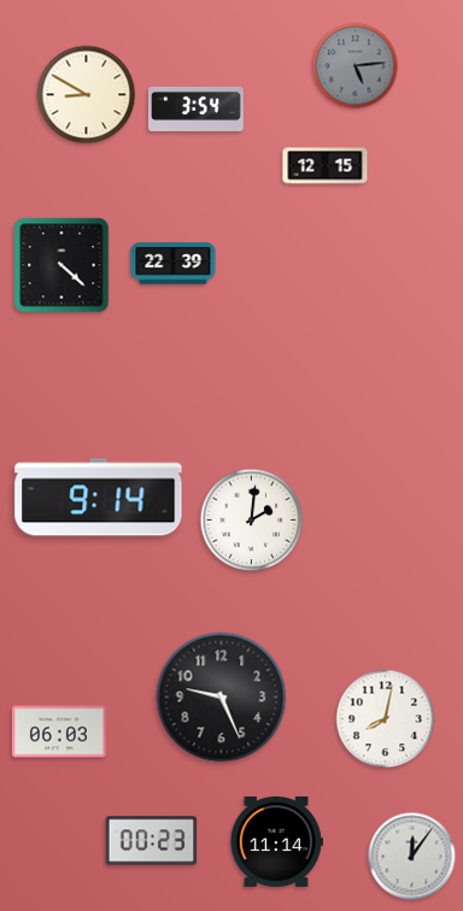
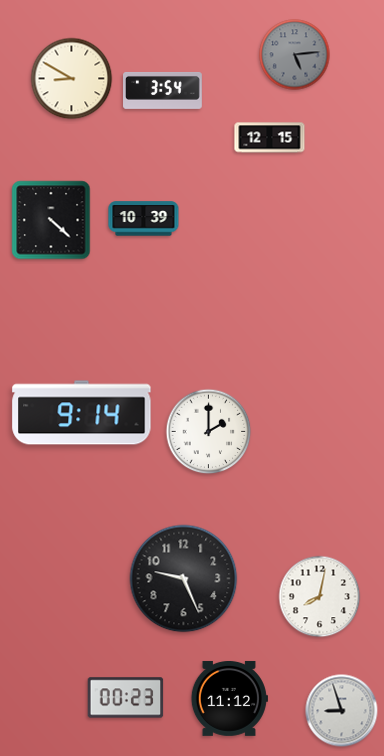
clock at (174, 264): 22:39 -> 10:39
clock at (252, 521): 2:01 -> 2:00
clock at (59, 731): 06:03 -> none
clock at (276, 841): 11:14 -> 11:12
clock at (412, 857): 12:06 -> 8:57
